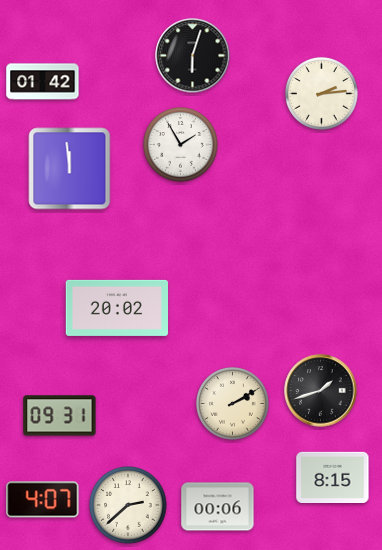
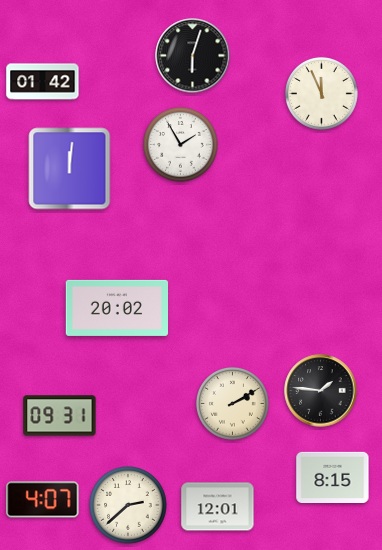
clock at (321, 93): 2:14 -> 11:56
clock at (70, 169): 11:59 -> 12:01
clock at (321, 391): 1:42 -> 1:46
clock at (218, 507): 00:06 -> 12:01
